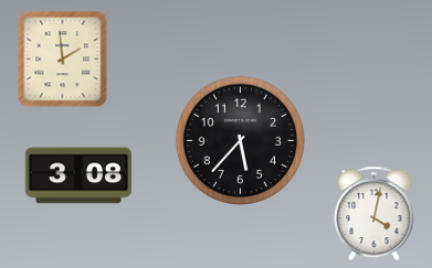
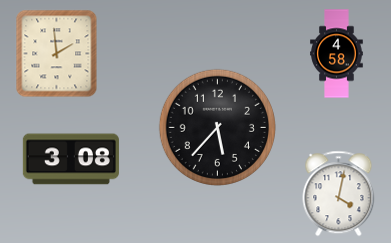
clock at (337, 54): none -> 4:58
